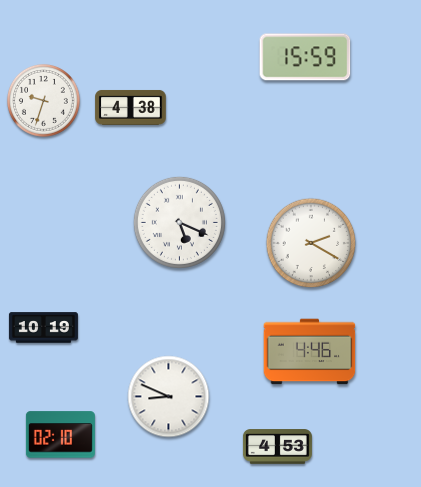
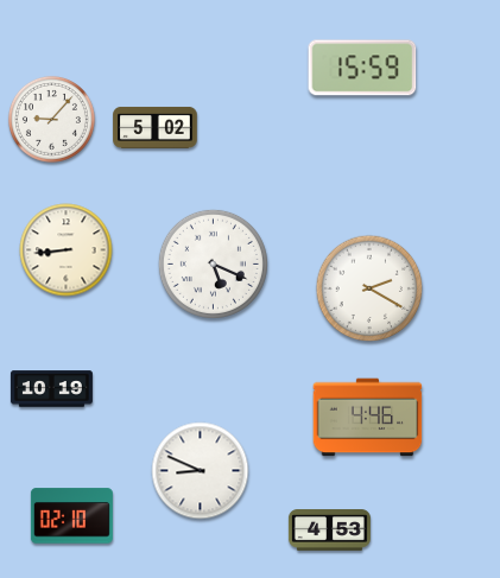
clock at (43, 100): 9:33 -> 9:07
clock at (131, 107): 4:38 -> 5:02
clock at (67, 250): none -> 8:44
